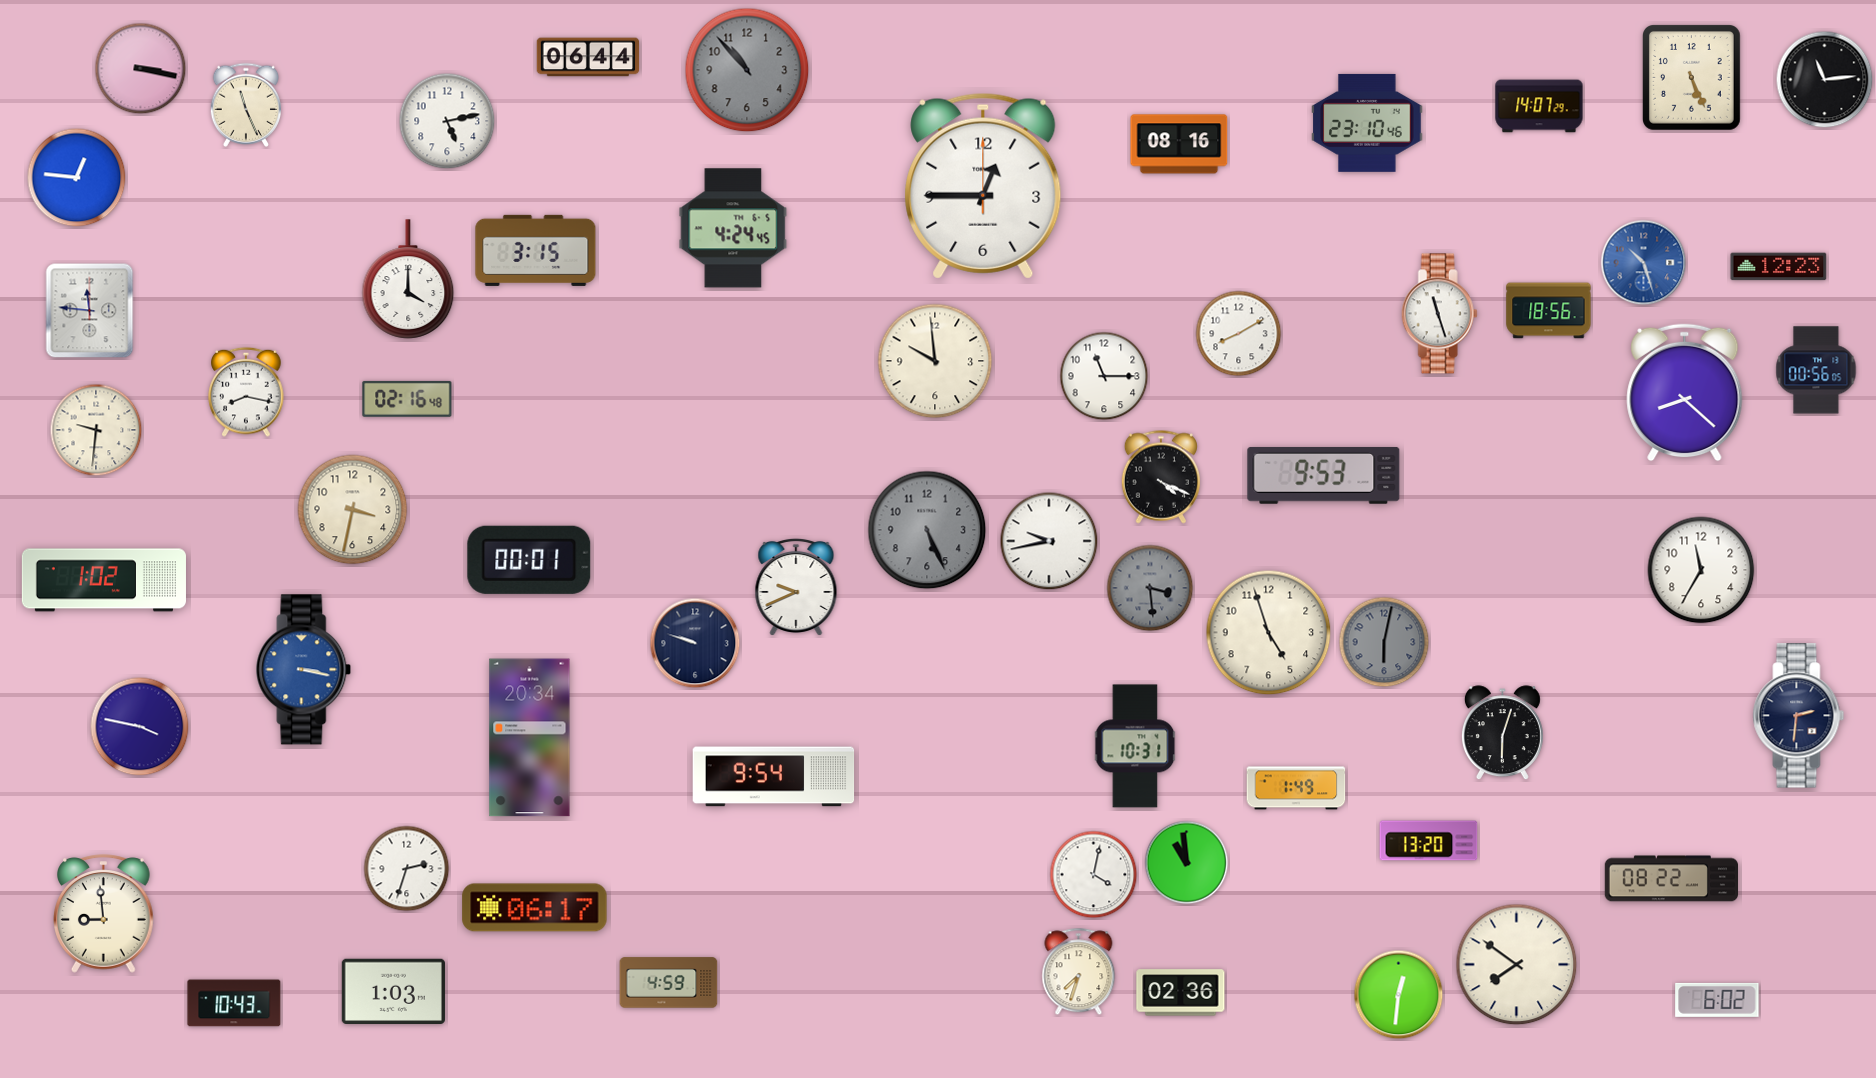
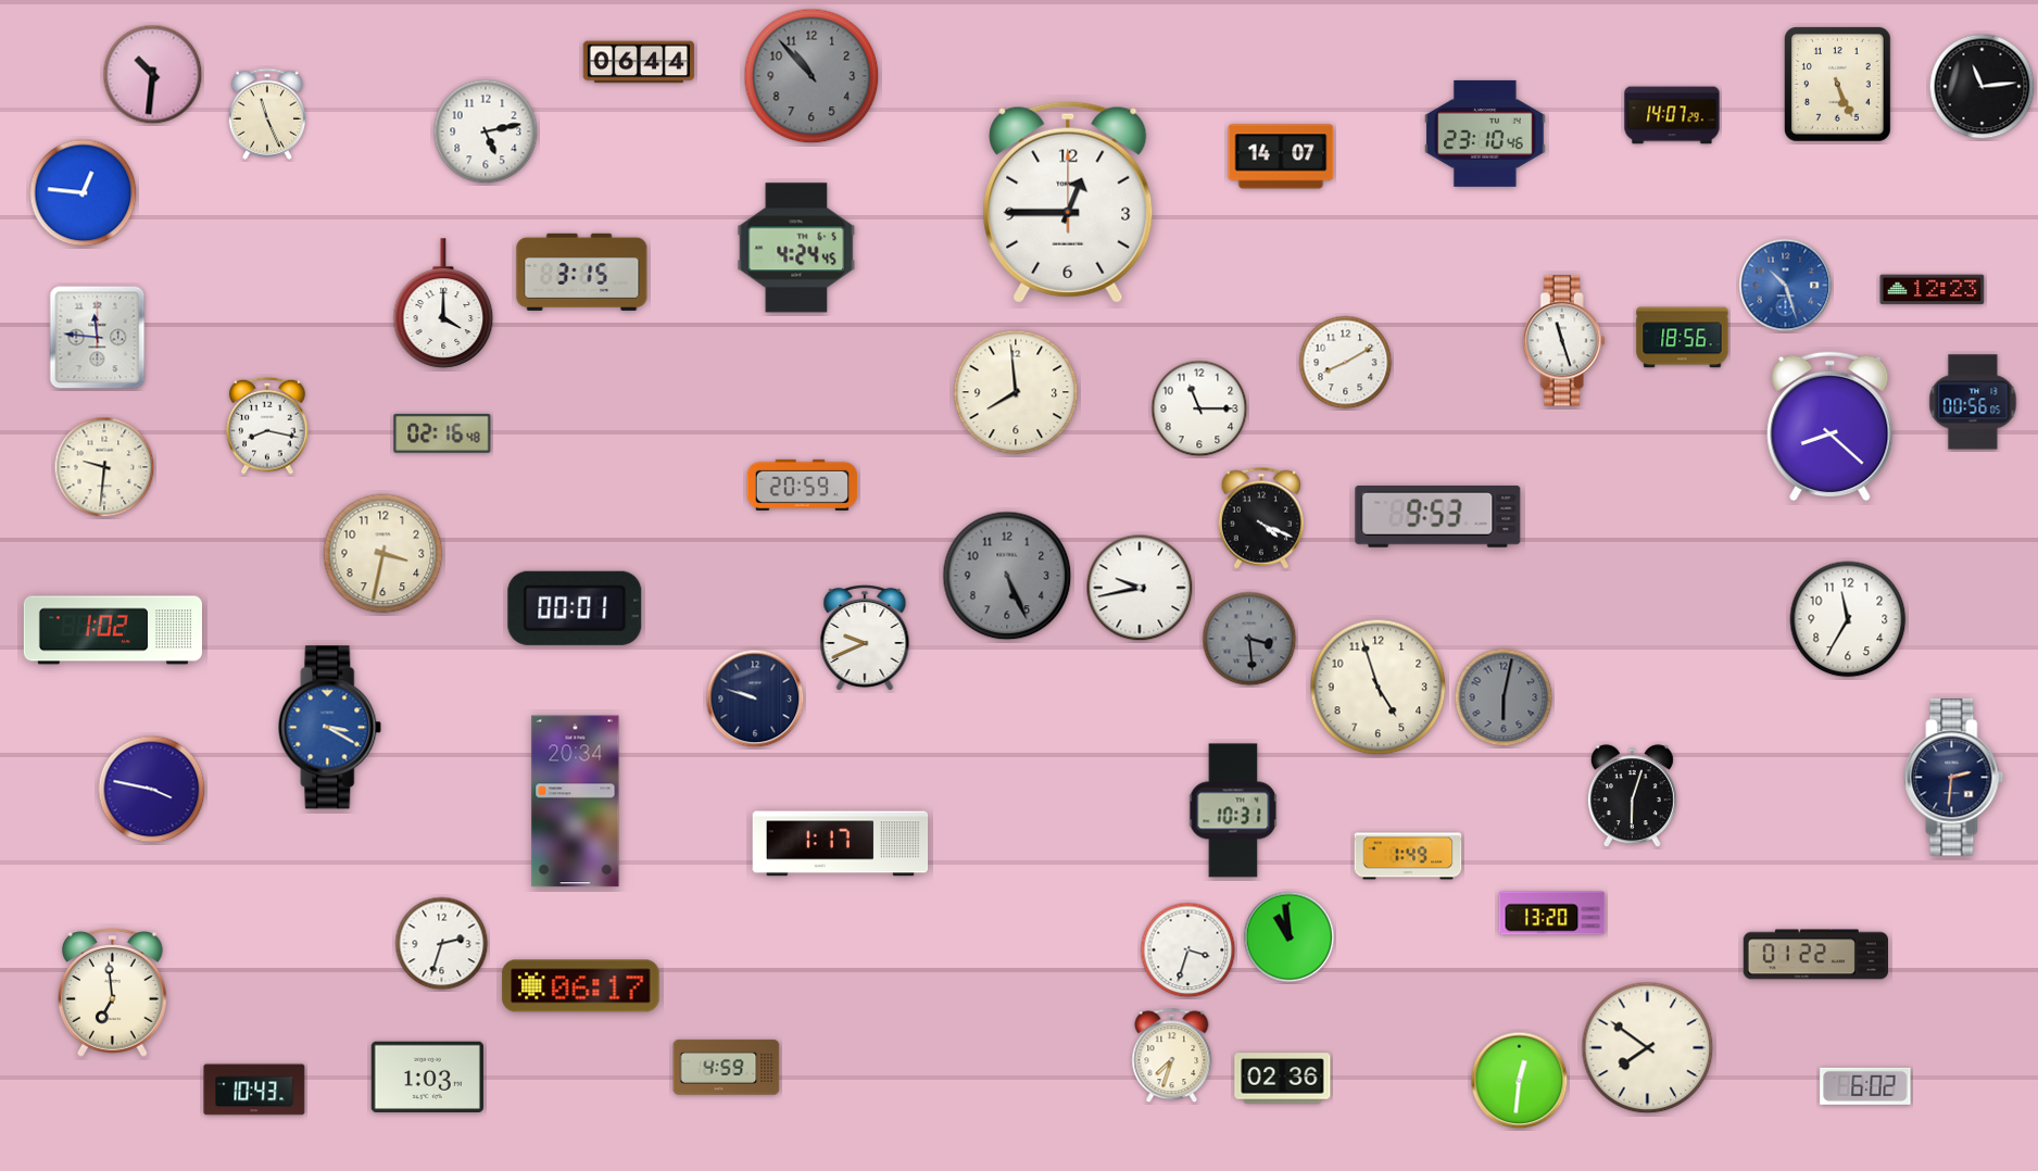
clock at (141, 69): 3:17 -> 10:31
clock at (1179, 144): 08:16 -> 14:07
clock at (935, 361): 9:59 -> 7:59
clock at (803, 484): none -> 20:59
clock at (304, 670): 3:17 -> 3:20
clock at (774, 777): 9:54 -> 1:17
clock at (1094, 875): 4:02 -> 3:33
clock at (1671, 879): 08:22 -> 01:22
clock at (104, 914): 8:59 -> 6:59
